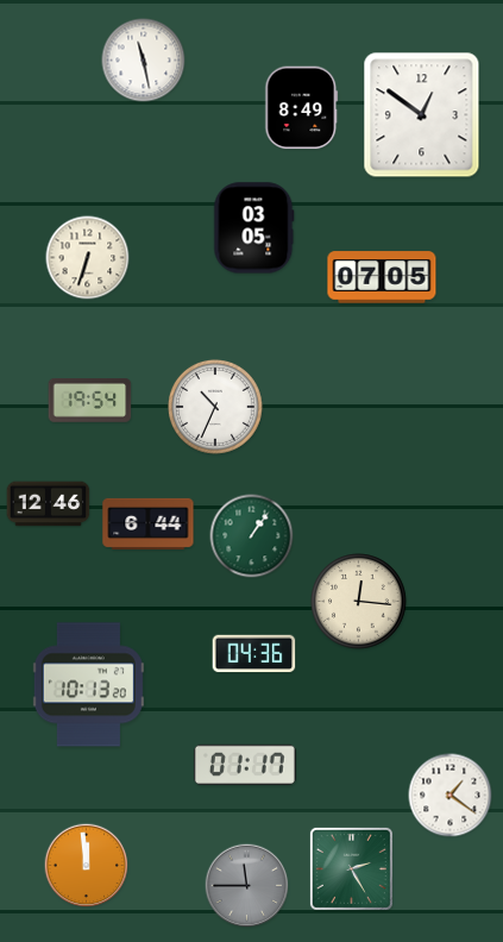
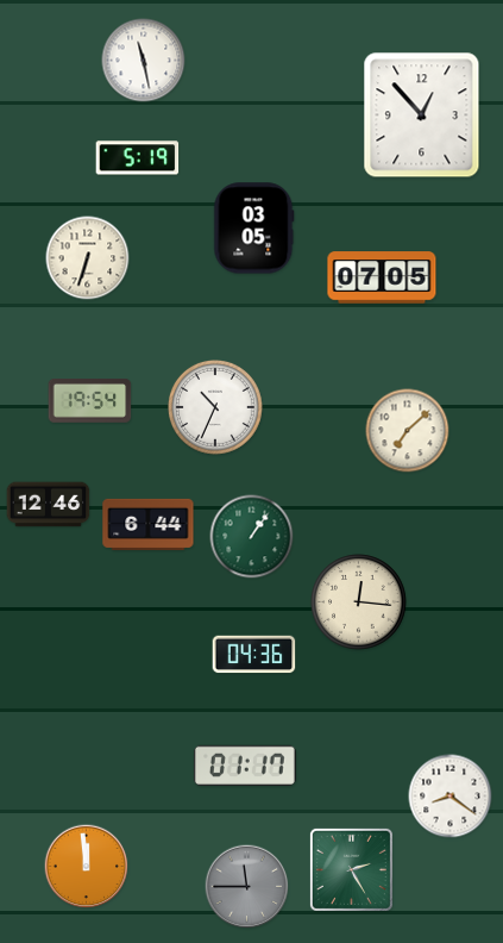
clock at (302, 108): 8:49 -> none
clock at (422, 115): 12:51 -> 12:53
clock at (138, 158): none -> 5:19
clock at (408, 431): none -> 7:08
clock at (88, 685): 10:13 -> none
clock at (451, 796): 1:21 -> 8:21
